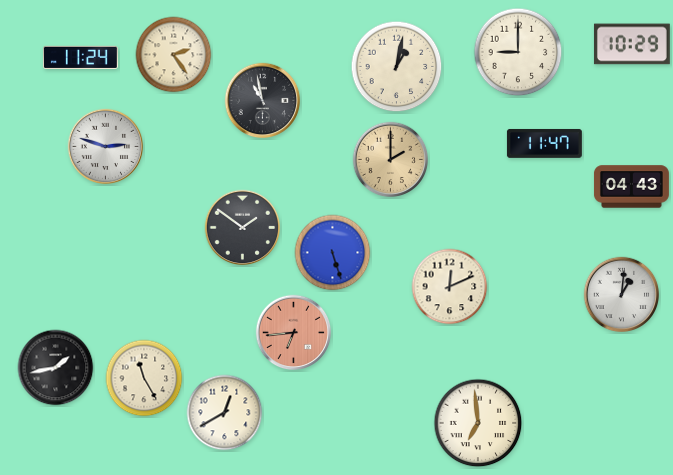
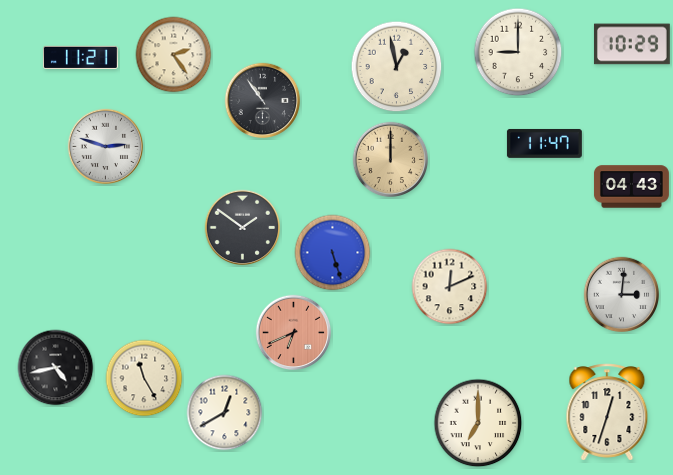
clock at (80, 57): 11:24 -> 11:21
clock at (397, 67): 1:02 -> 12:58
clock at (263, 101): 10:58 -> 10:54
clock at (391, 160): 2:00 -> 12:00
clock at (622, 295): 1:01 -> 3:01
clock at (294, 333): 6:44 -> 6:41
clock at (56, 368): 1:43 -> 4:43
clock at (607, 412): none -> 12:33
clock at (478, 423): 6:59 -> 7:00
